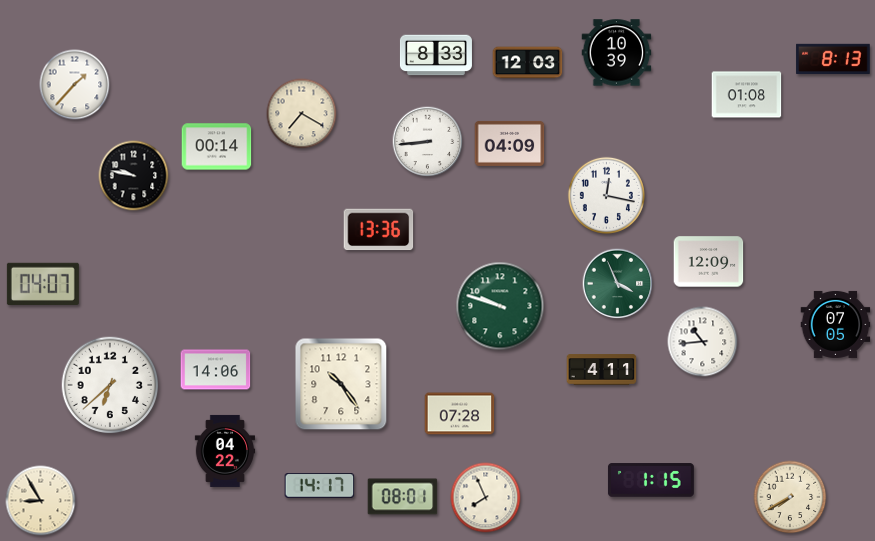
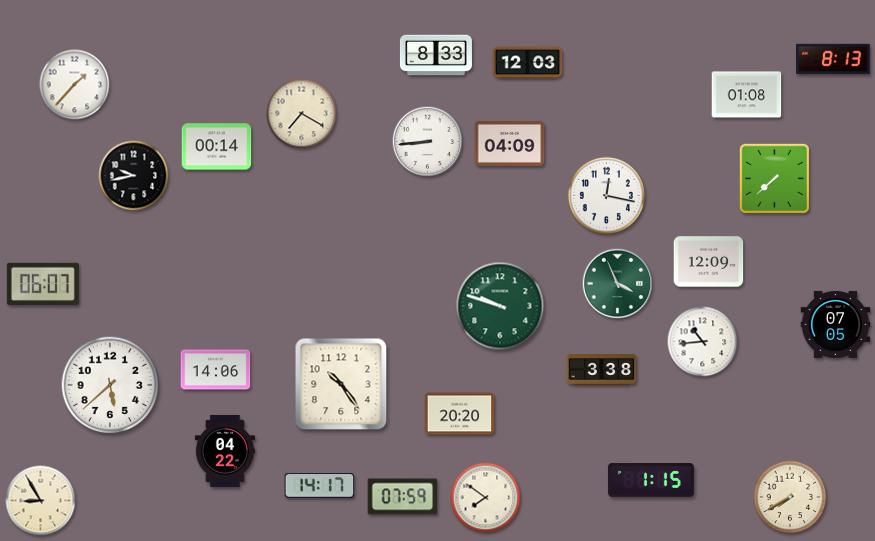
clock at (617, 53): 10:39 -> none
clock at (134, 176): 9:47 -> 9:43
clock at (774, 178): none -> 7:38
clock at (379, 230): 13:36 -> none
clock at (43, 284): 04:07 -> 06:07
clock at (602, 370): 4:11 -> 3:38
clock at (110, 385): 6:38 -> 5:38
clock at (460, 414): 07:28 -> 20:20
clock at (403, 497): 08:01 -> 07:59
clock at (486, 498): 7:56 -> 7:51
